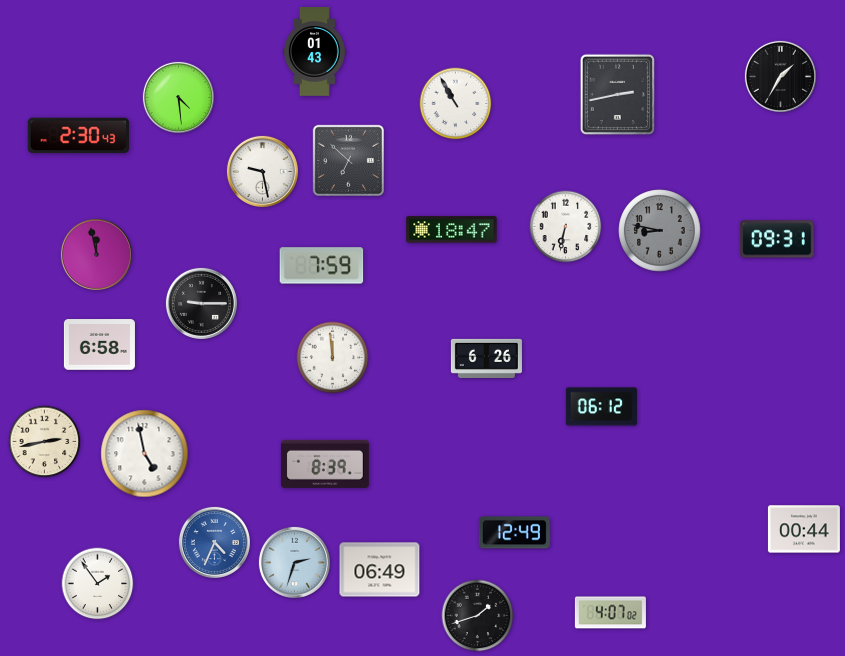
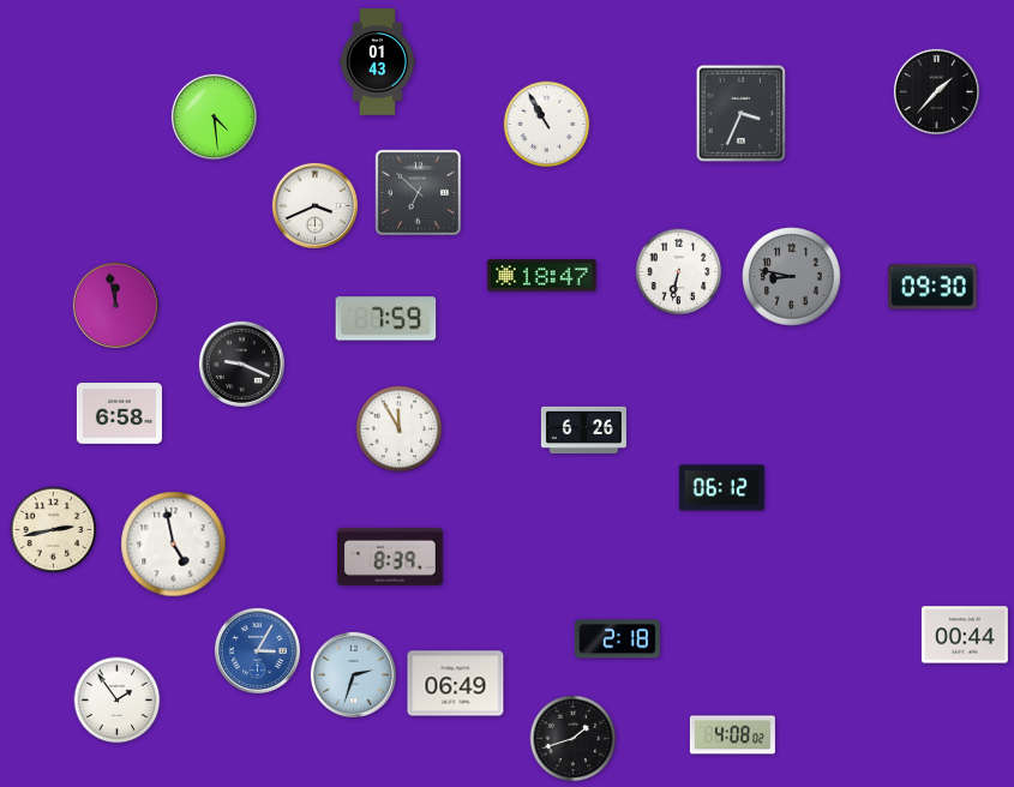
clock at (780, 76): 1:35 -> 1:37
clock at (617, 94): 2:43 -> 3:34
clock at (78, 136): 2:30 -> none
clock at (262, 171): 9:28 -> 3:41
clock at (777, 239): 09:31 -> 09:30
clock at (201, 303): 9:15 -> 9:19
clock at (333, 358): 11:59 -> 11:55
clock at (514, 533): 12:49 -> 2:18
clock at (214, 542): 4:34 -> 3:05
clock at (610, 613): 4:07 -> 4:08
